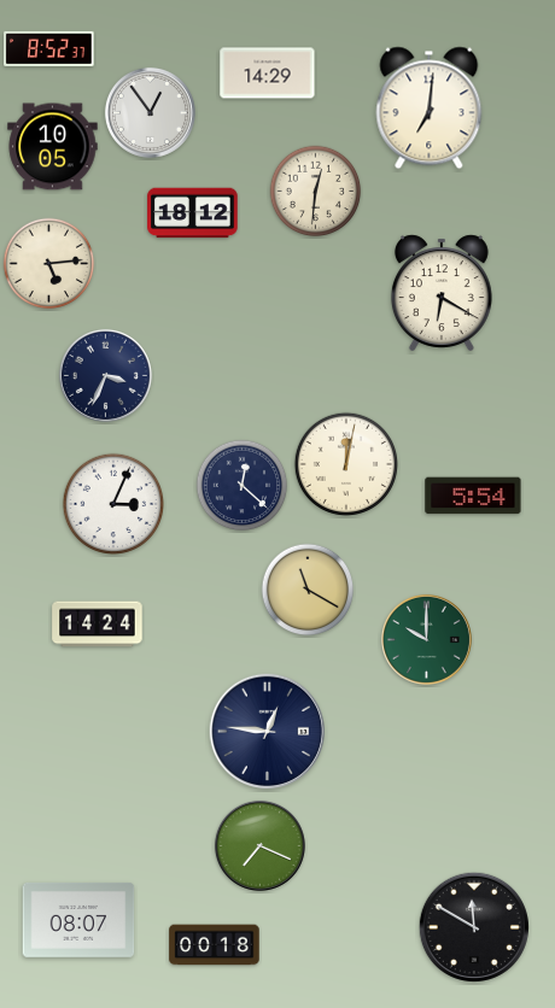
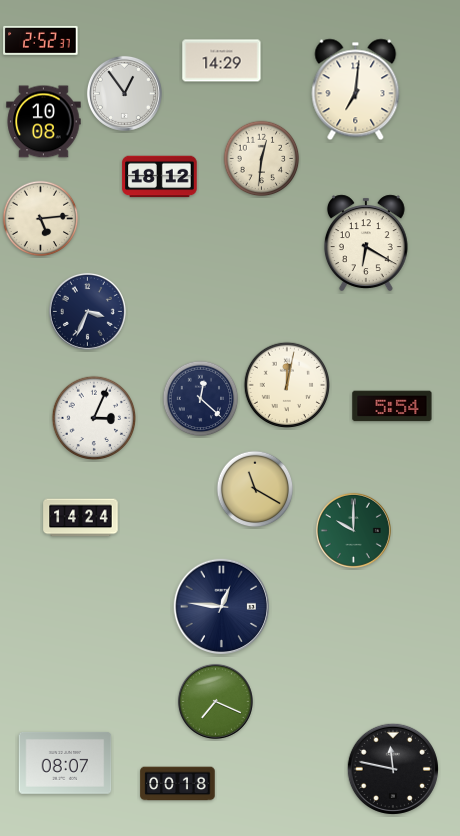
clock at (49, 48): 8:52 -> 2:52
clock at (53, 147): 10:05 -> 10:08
clock at (243, 486) position: (243, 486) -> (201, 399)
clock at (473, 496) position: (473, 496) -> (392, 406)
clock at (474, 927): 11:50 -> 11:47
